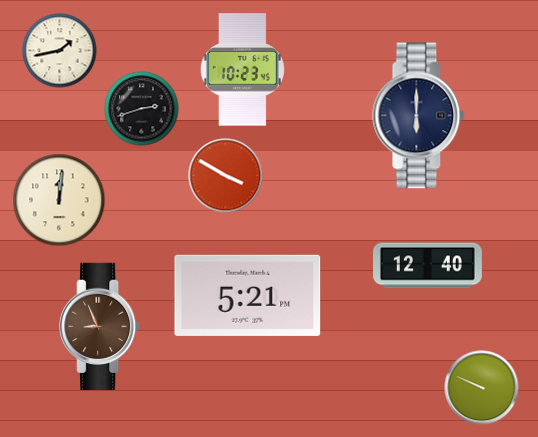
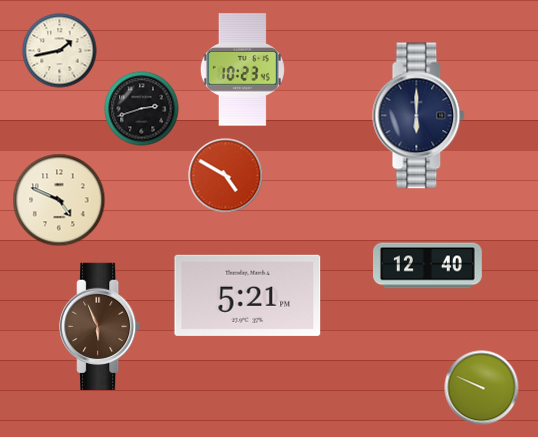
clock at (226, 176): 3:50 -> 4:50
clock at (59, 200): 12:01 -> 4:49
clock at (100, 326): 8:56 -> 5:56
